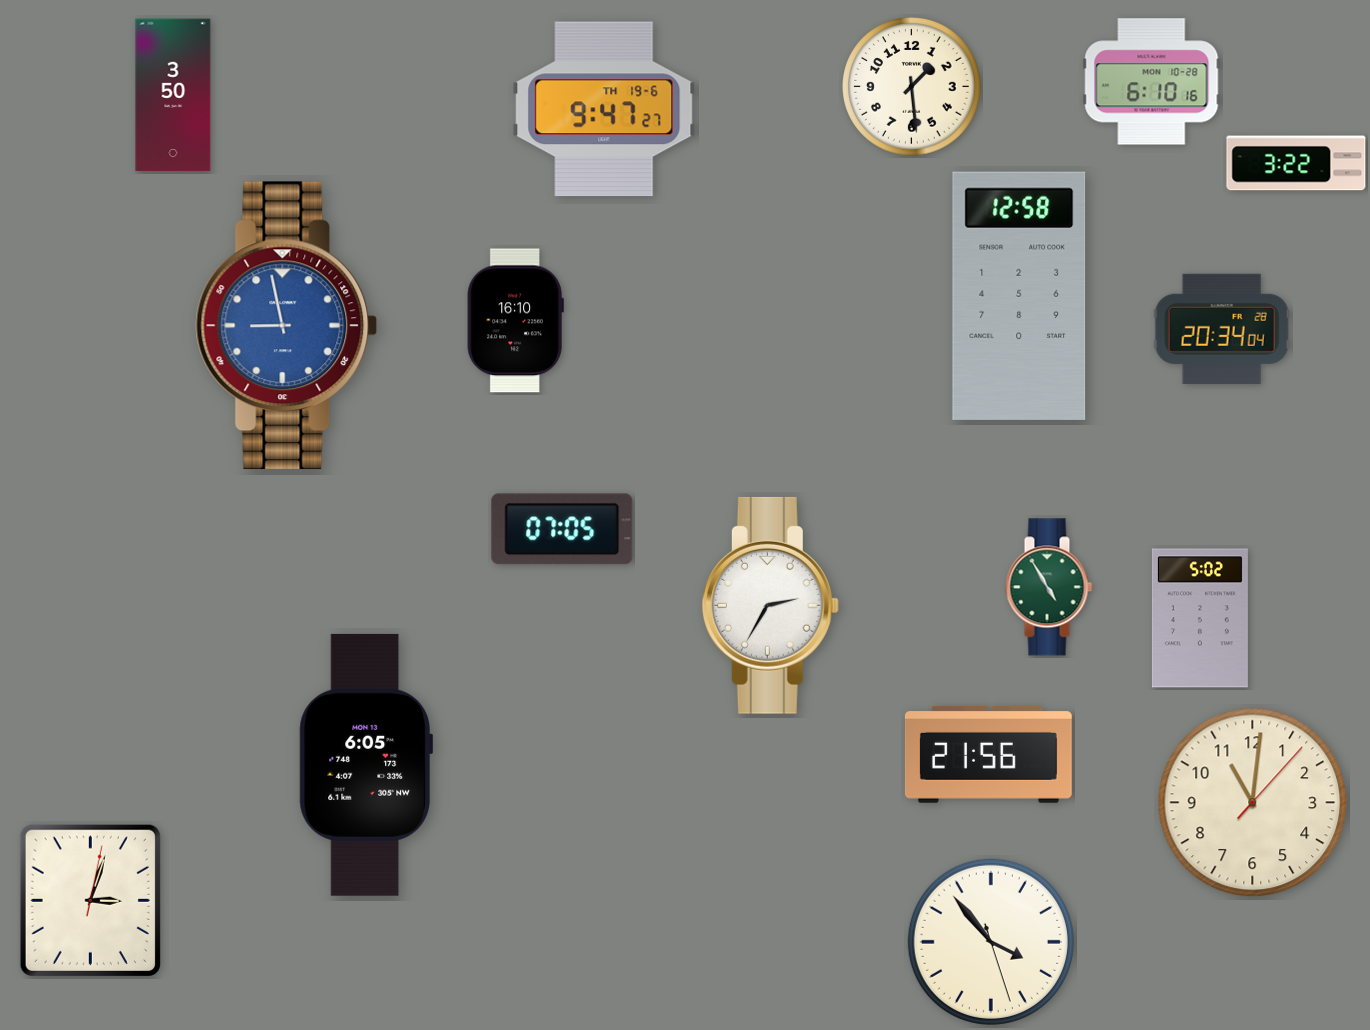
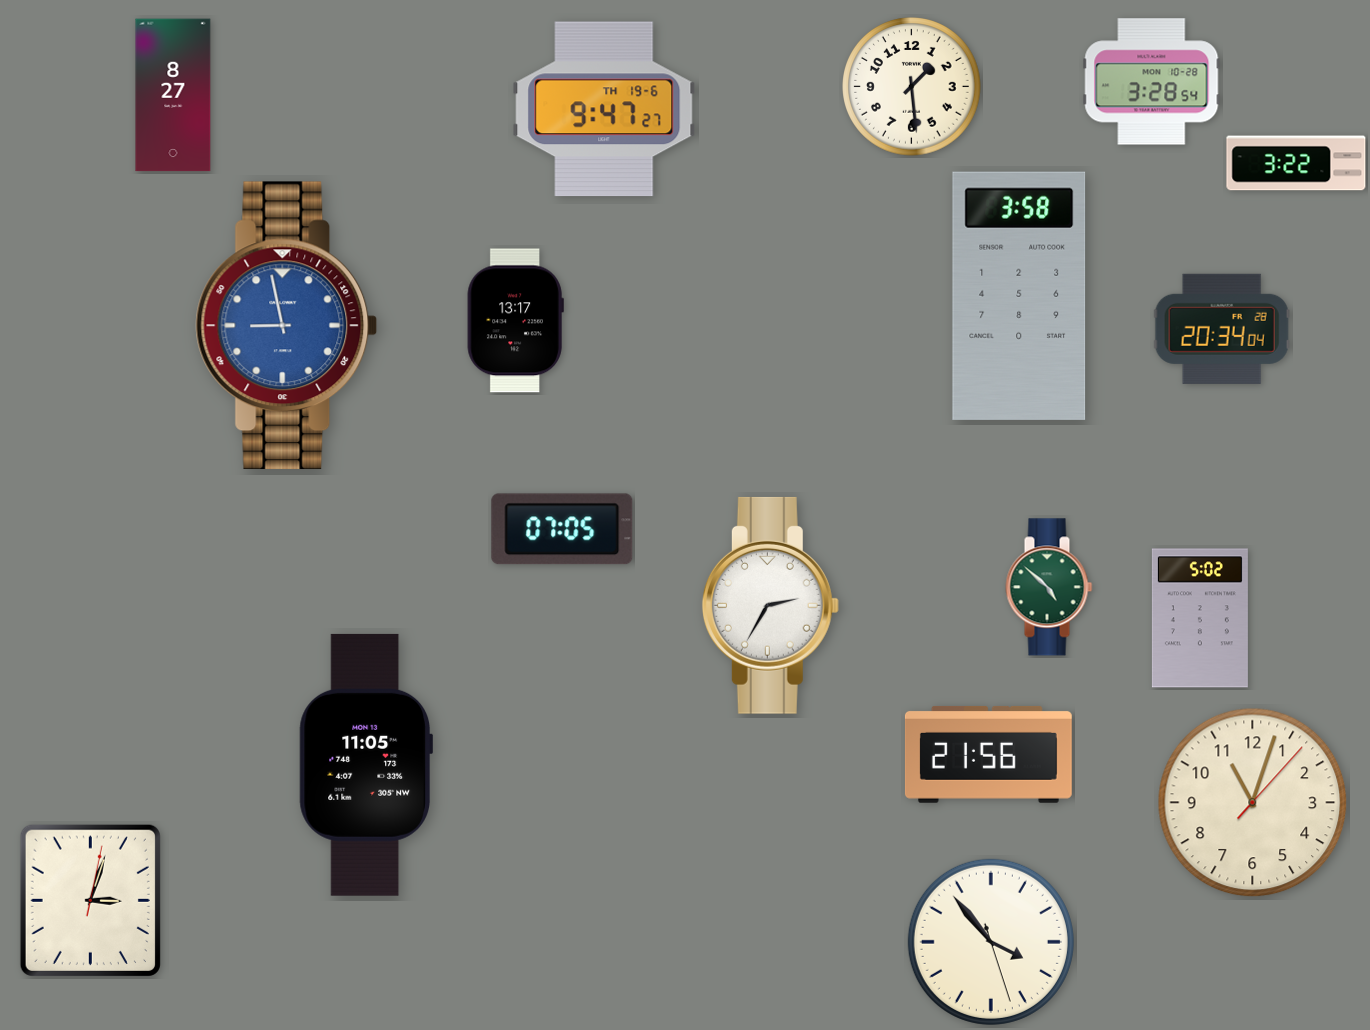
clock at (1152, 82): 6:10 -> 3:28
clock at (173, 95): 3:50 -> 8:27
clock at (1019, 296): 12:58 -> 3:58
clock at (515, 321): 16:10 -> 13:17
clock at (1049, 587): 4:55 -> 4:52
clock at (365, 765): 6:05 -> 11:05
clock at (1253, 803): 11:01 -> 11:03
